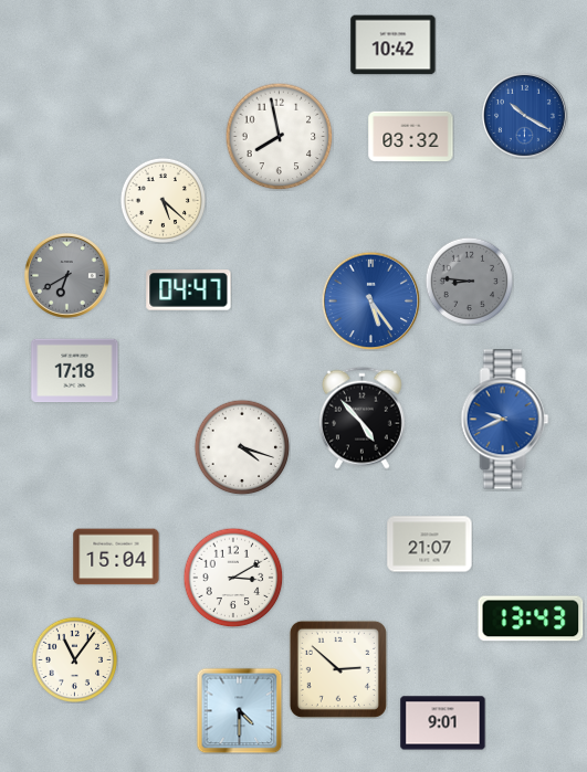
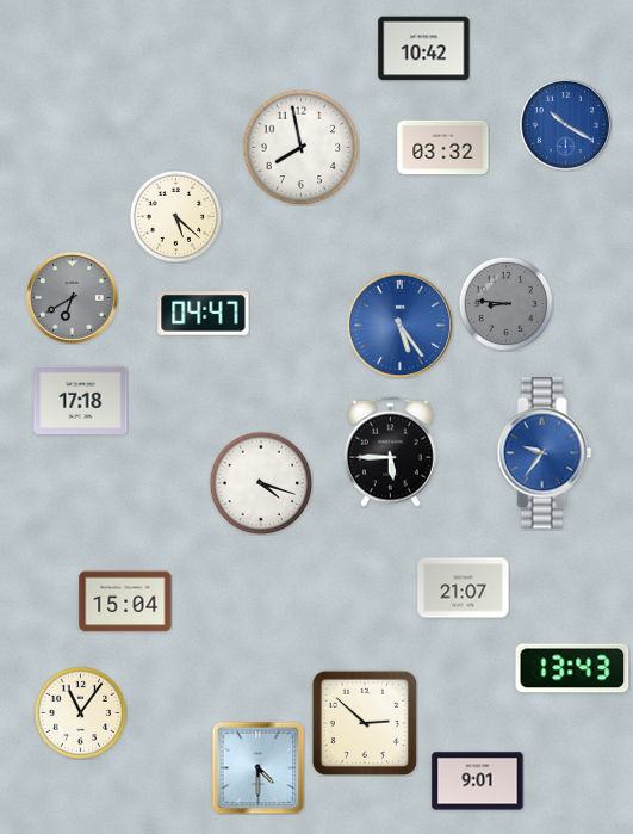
clock at (361, 417): 4:53 -> 5:45
clock at (505, 420): 9:41 -> 9:36
clock at (233, 578): 3:10 -> none
